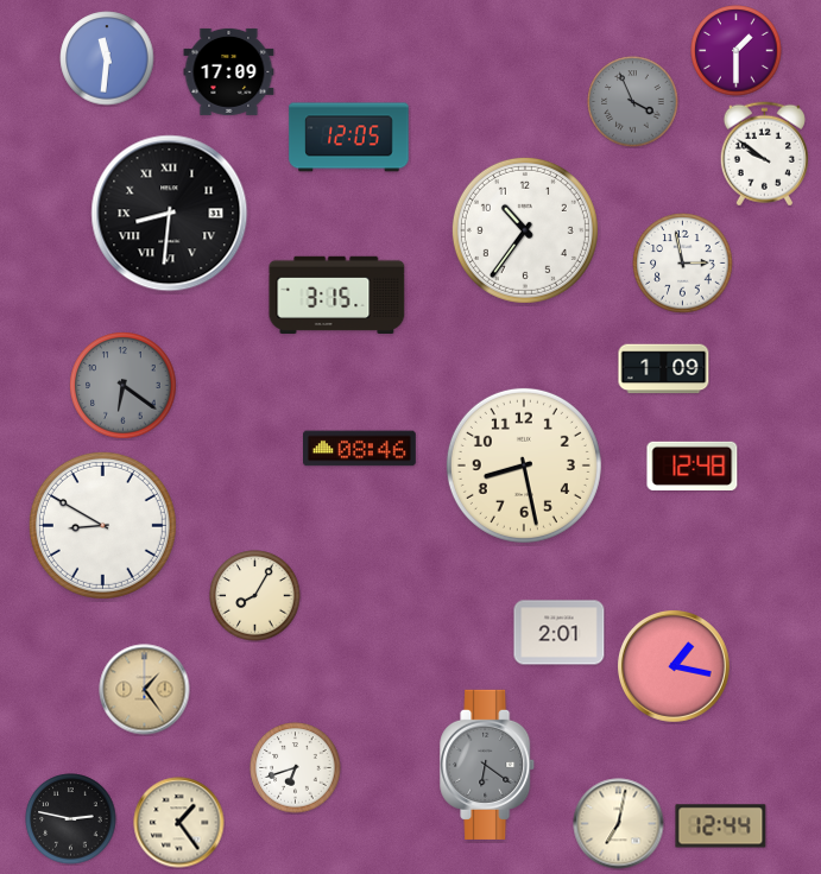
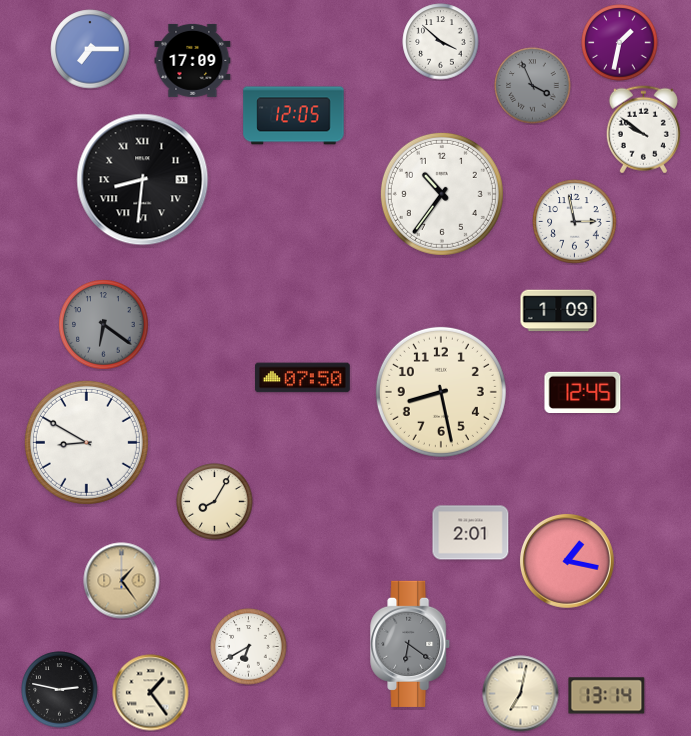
clock at (441, 42): none -> 3:52
clock at (737, 51): 1:30 -> 1:32
clock at (107, 58): 11:31 -> 7:15
clock at (337, 294): 3:15 -> none
clock at (360, 449): 08:46 -> 07:50
clock at (693, 465): 12:48 -> 12:45
clock at (296, 768): 6:42 -> 6:40
clock at (721, 826): 12:44 -> 13:14
